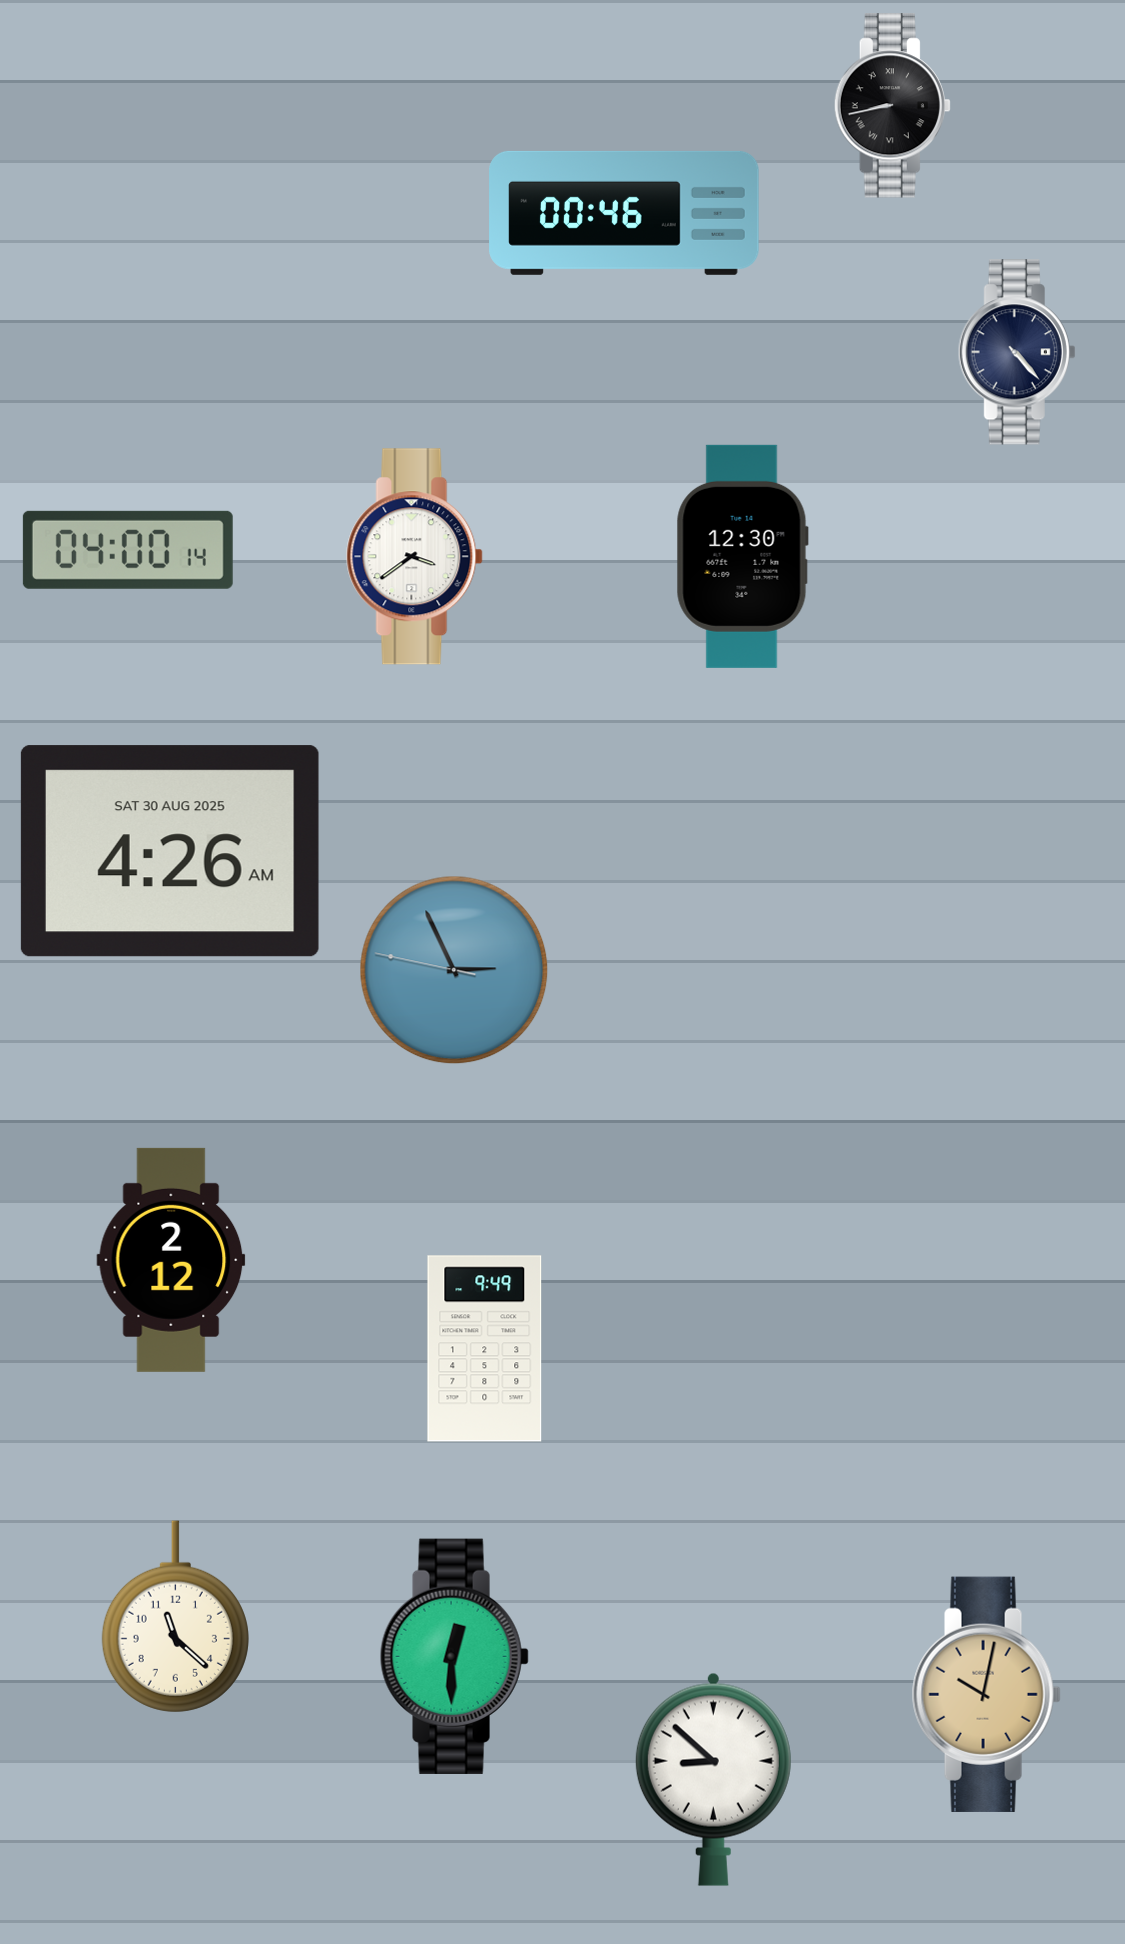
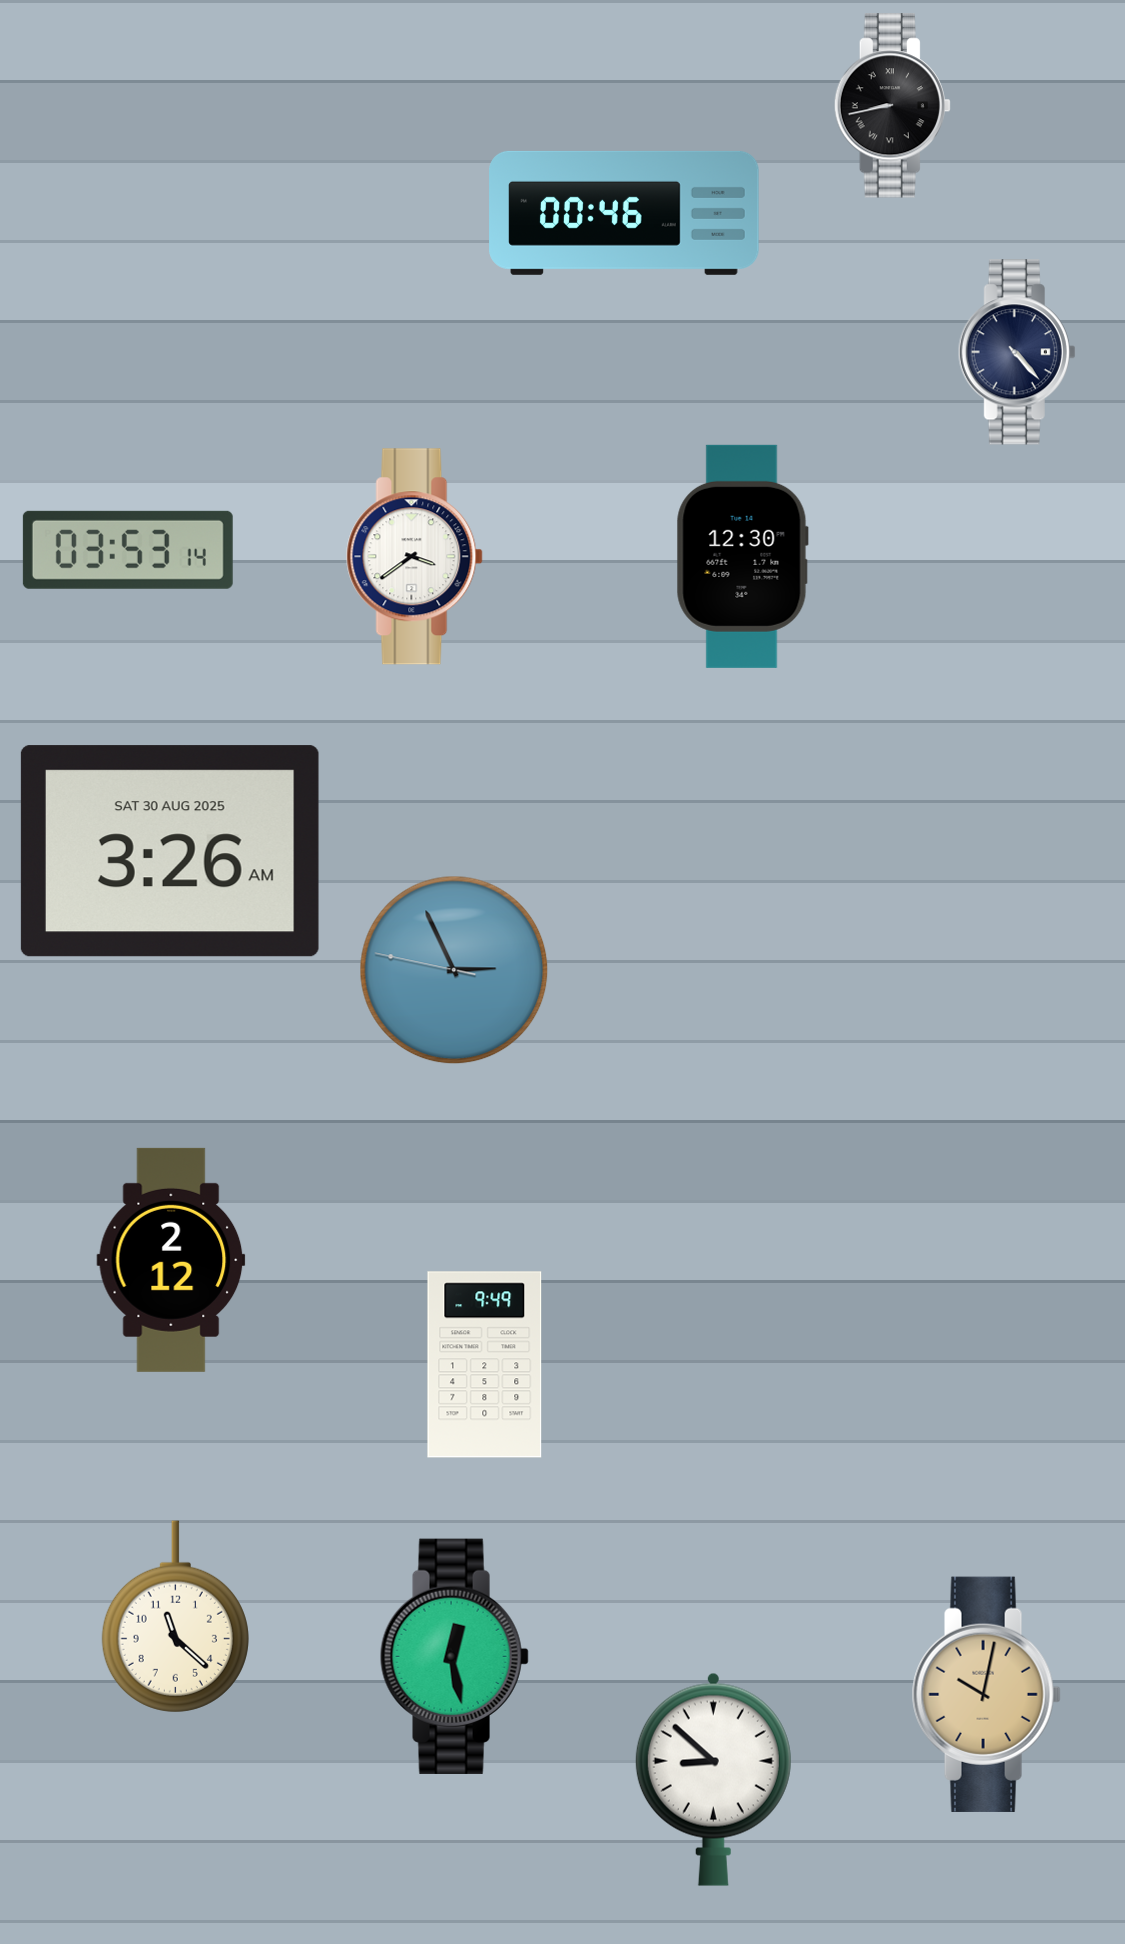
clock at (128, 550): 04:00 -> 03:53
clock at (170, 851): 4:26 -> 3:26
clock at (485, 1349) position: (485, 1349) -> (485, 1365)
clock at (454, 1656): 12:30 -> 12:28
